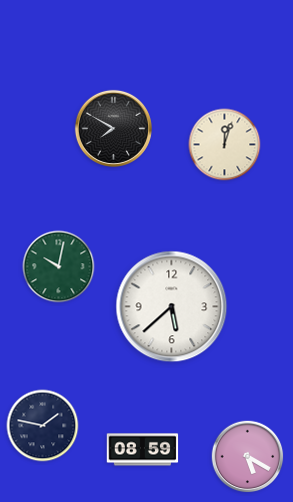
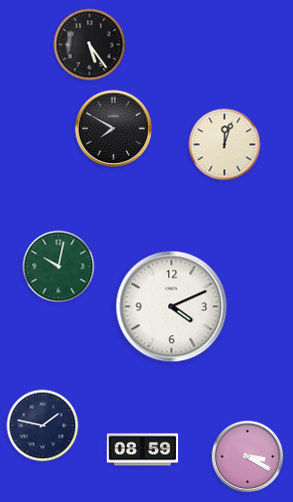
clock at (90, 45): none -> 5:24
clock at (172, 307): 5:38 -> 4:11
clock at (248, 457): 5:20 -> 3:20
